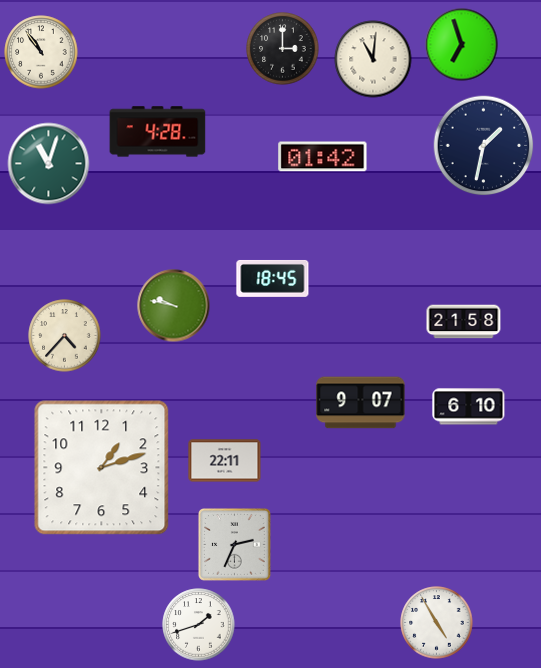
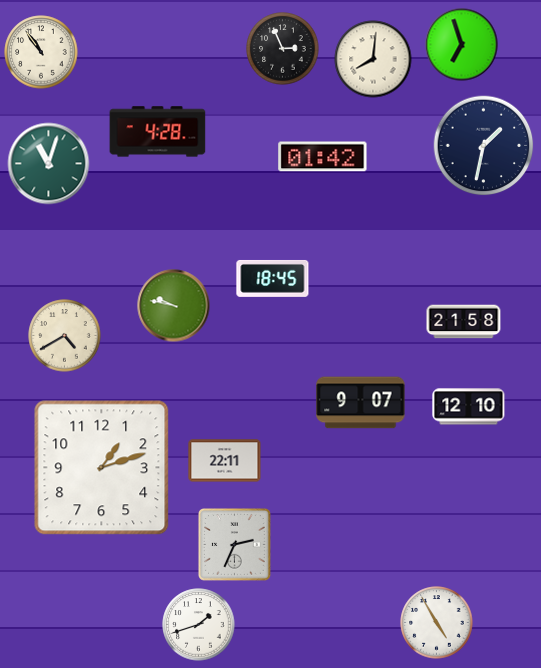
clock at (283, 49): 3:00 -> 2:56
clock at (373, 59): 11:01 -> 8:01
clock at (65, 336): 4:37 -> 4:40
clock at (469, 407): 6:10 -> 12:10
